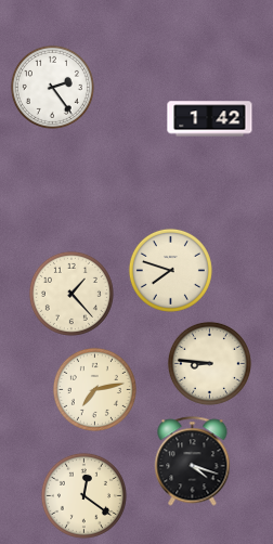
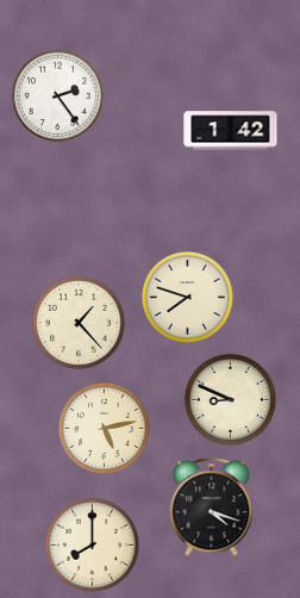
clock at (209, 363): 8:46 -> 8:49
clock at (94, 389): 7:13 -> 5:13
clock at (83, 495): 12:21 -> 8:00
